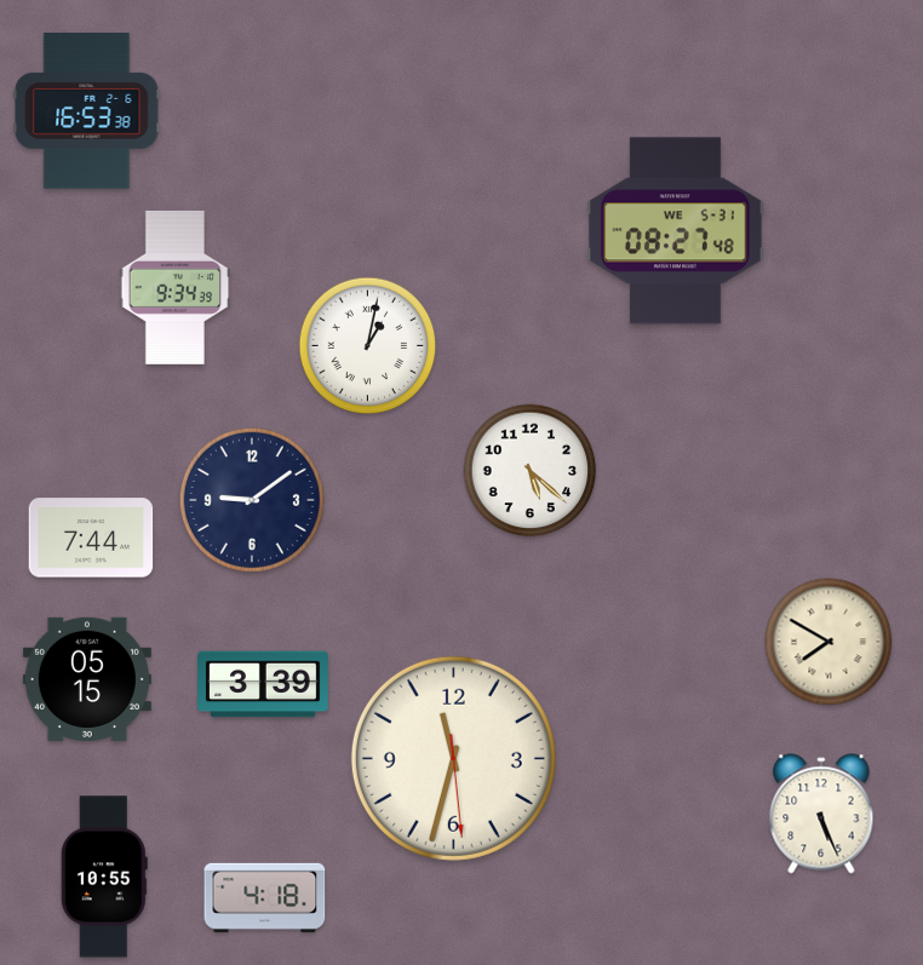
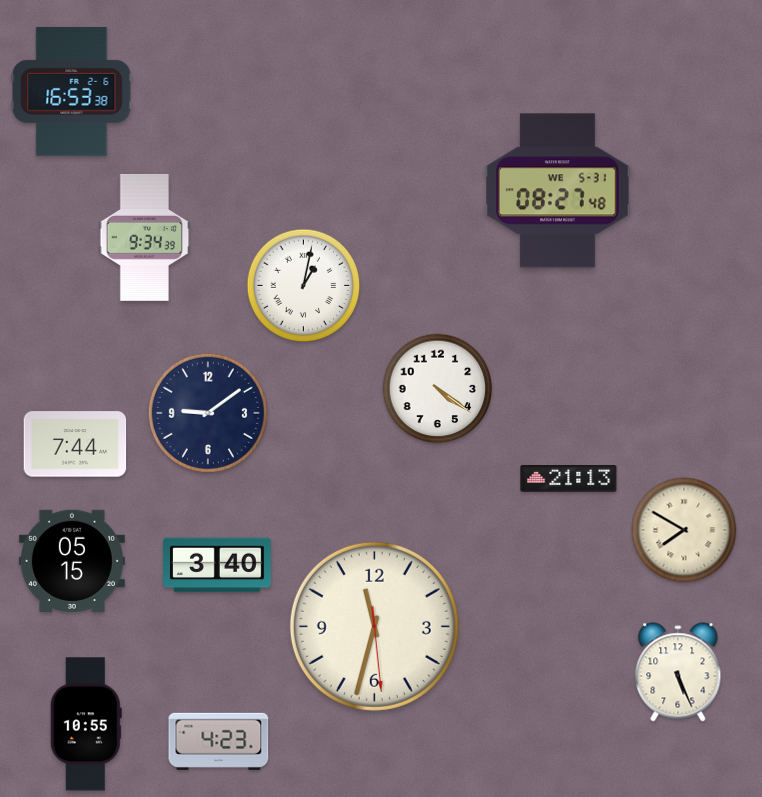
clock at (531, 471): 5:22 -> 4:21
clock at (569, 479): none -> 21:13
clock at (264, 684): 3:39 -> 3:40
clock at (265, 897): 4:18 -> 4:23
